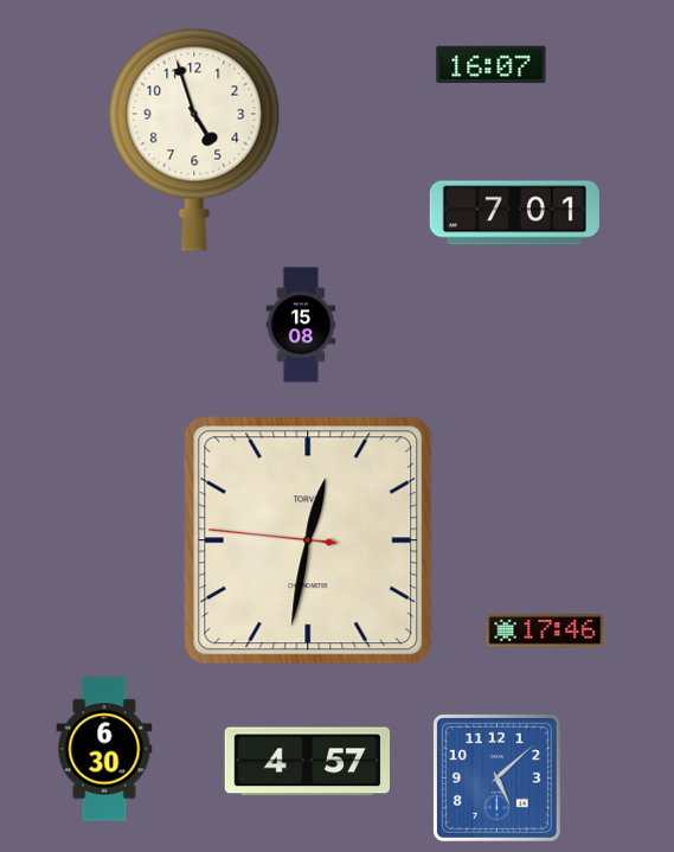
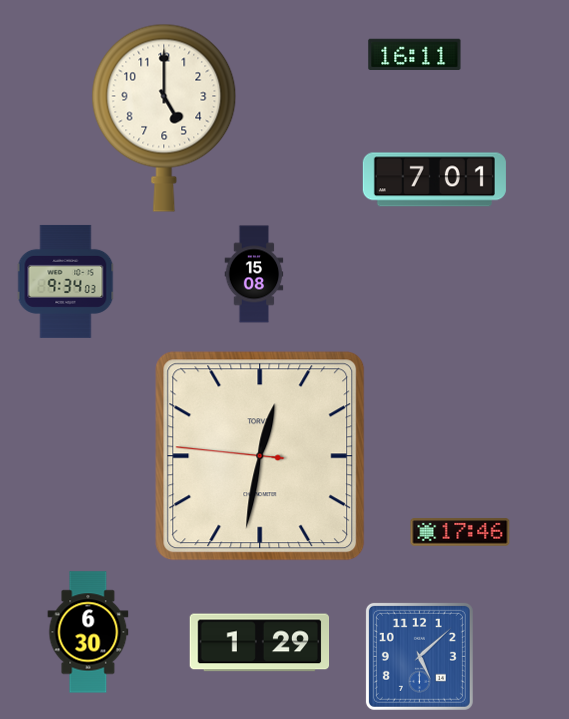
clock at (492, 64): 16:07 -> 16:11
clock at (194, 140): 4:57 -> 5:00
clock at (66, 281): none -> 9:34
clock at (308, 762): 4:57 -> 1:29
